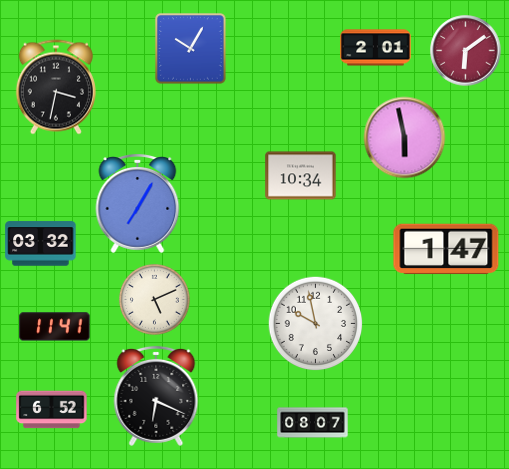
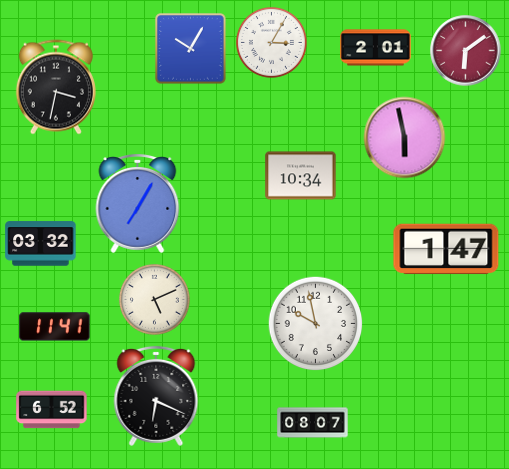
clock at (271, 42): none -> 3:05
